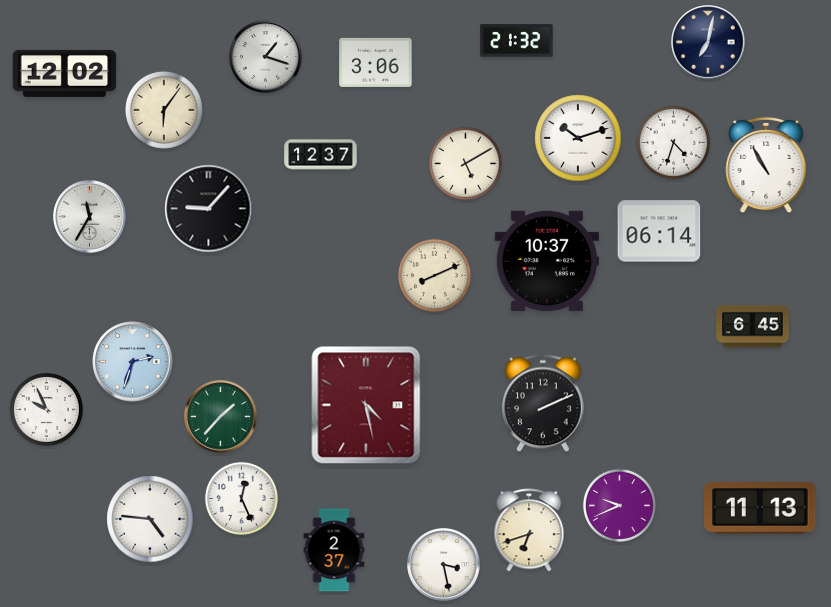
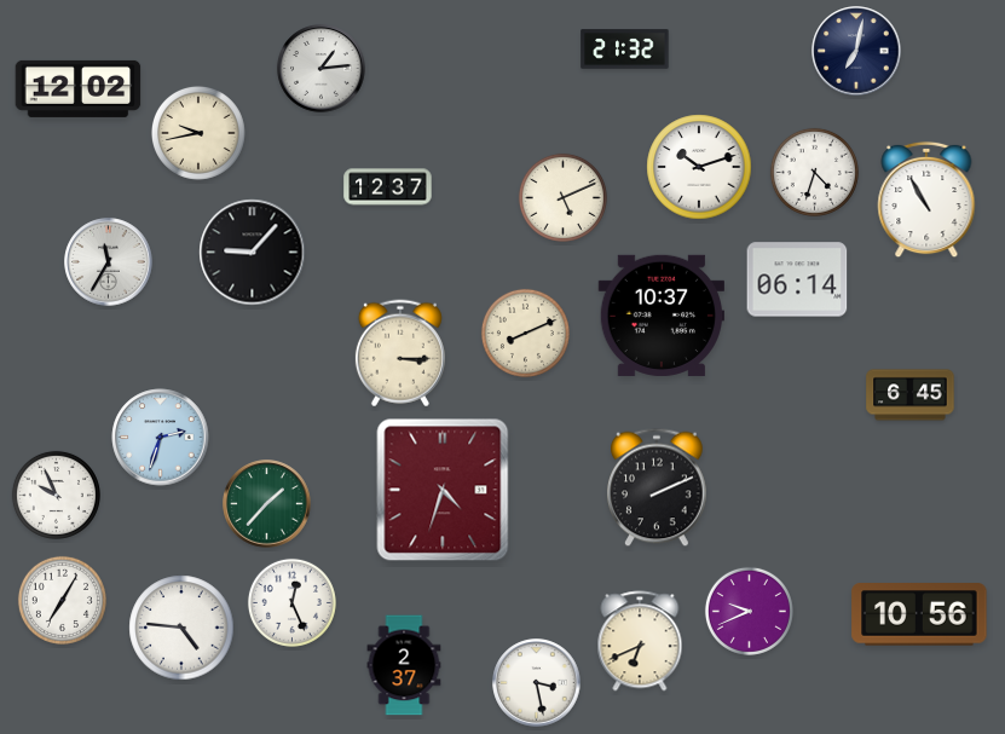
clock at (266, 57): 1:18 -> 1:14
clock at (376, 62): 3:06 -> none
clock at (164, 110): 6:06 -> 9:43
clock at (465, 163): 5:10 -> 5:11
clock at (400, 353): none -> 3:15
clock at (366, 405): 4:28 -> 4:33
clock at (62, 600): none -> 7:05
clock at (760, 508): 11:13 -> 10:56
clock at (529, 530): 6:42 -> 6:41
